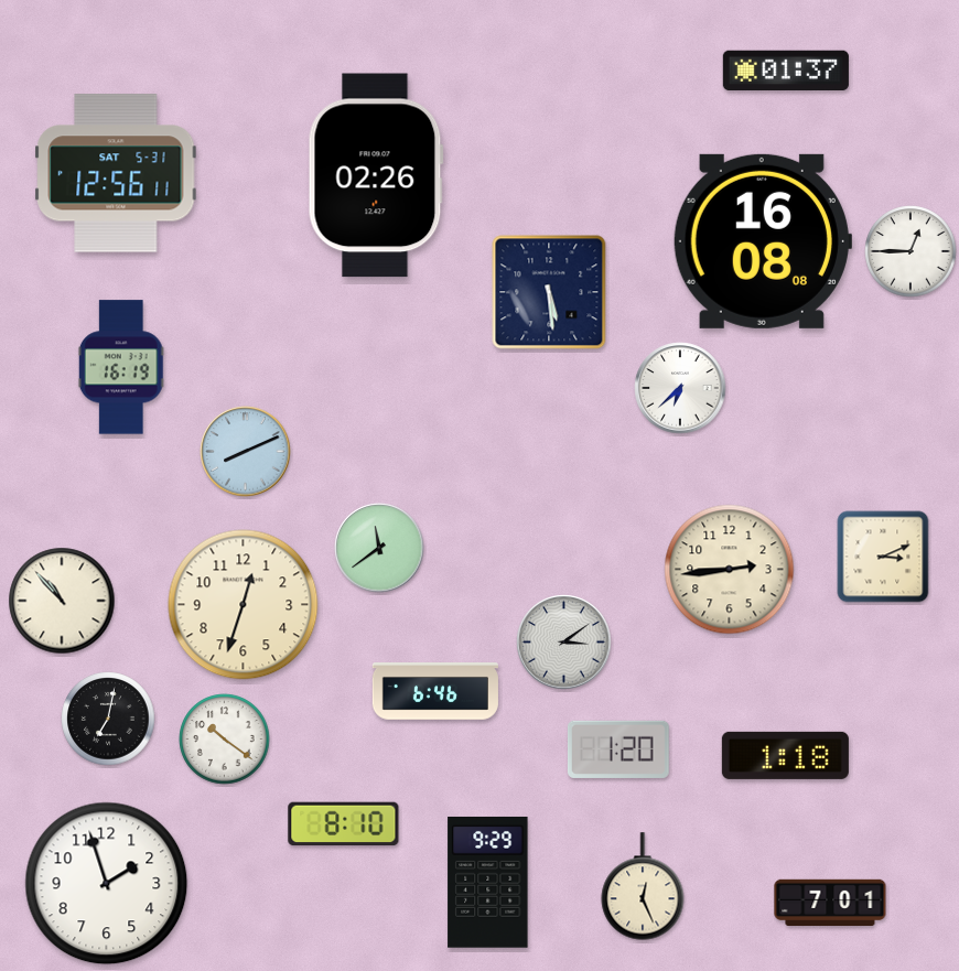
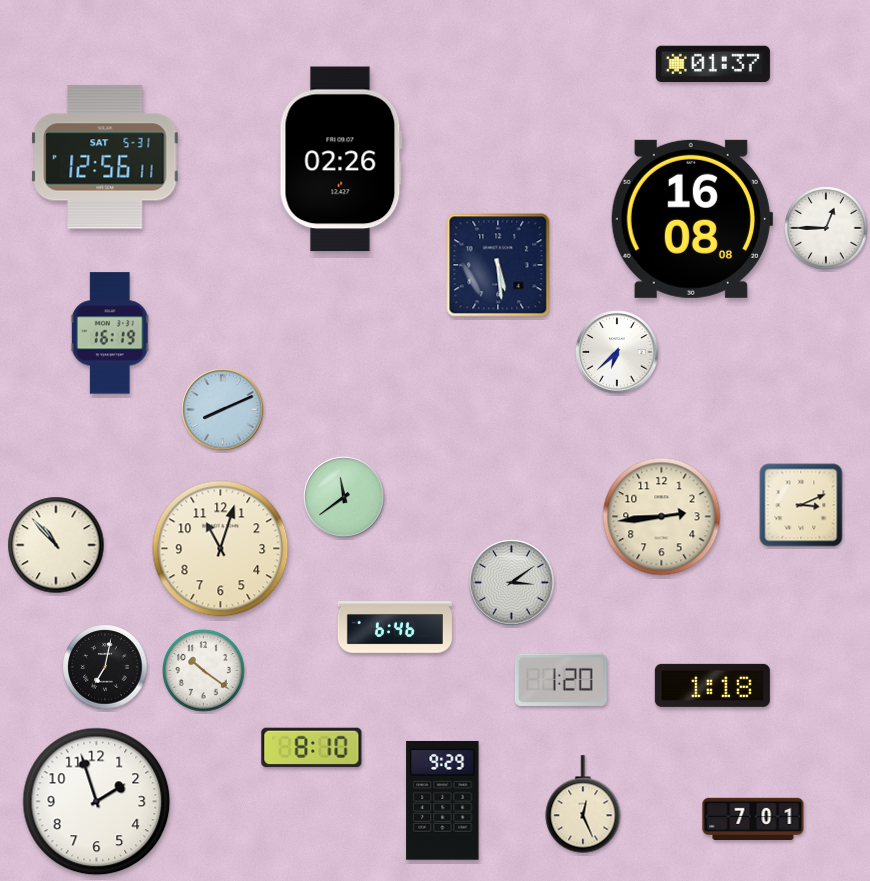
clock at (244, 605): 12:33 -> 11:03
clock at (108, 719) position: (108, 719) -> (105, 667)
